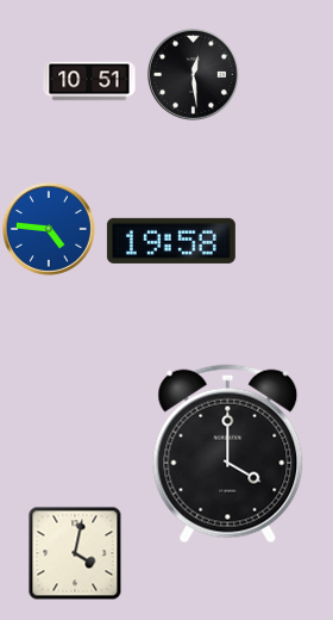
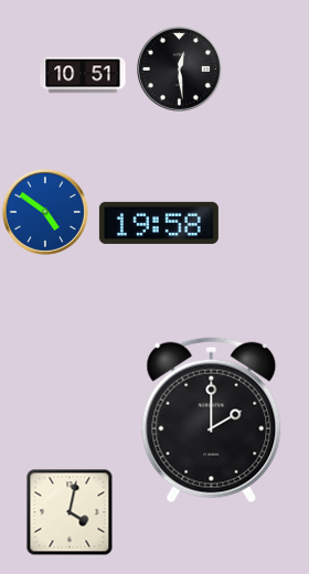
clock at (49, 229): 4:46 -> 4:51
clock at (228, 454): 4:00 -> 2:00
